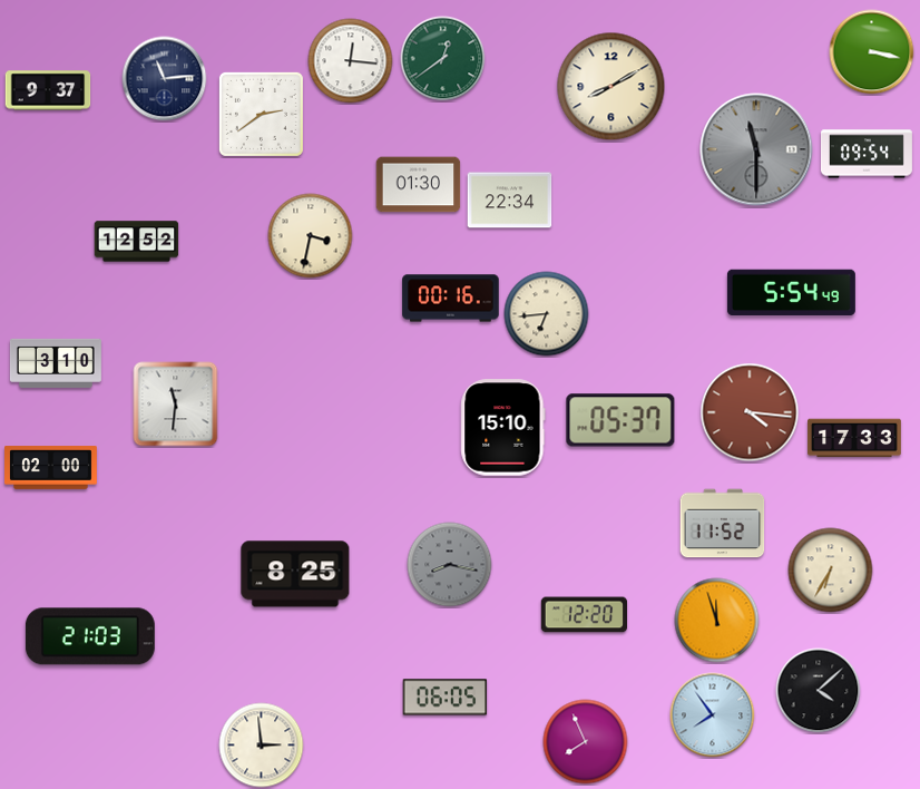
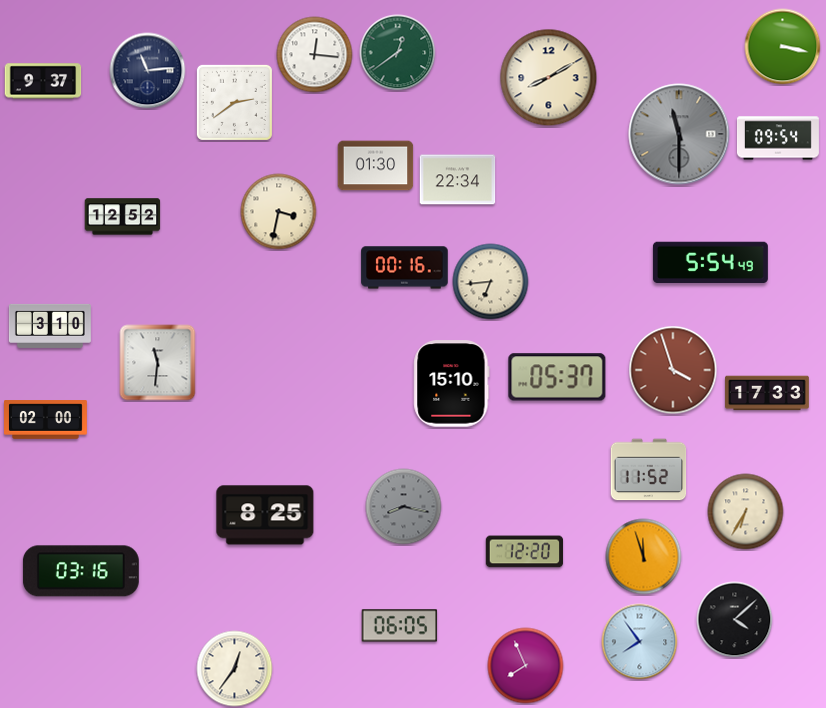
clock at (750, 412): 4:16 -> 3:57
clock at (90, 636): 21:03 -> 03:16
clock at (262, 746): 2:59 -> 12:36
